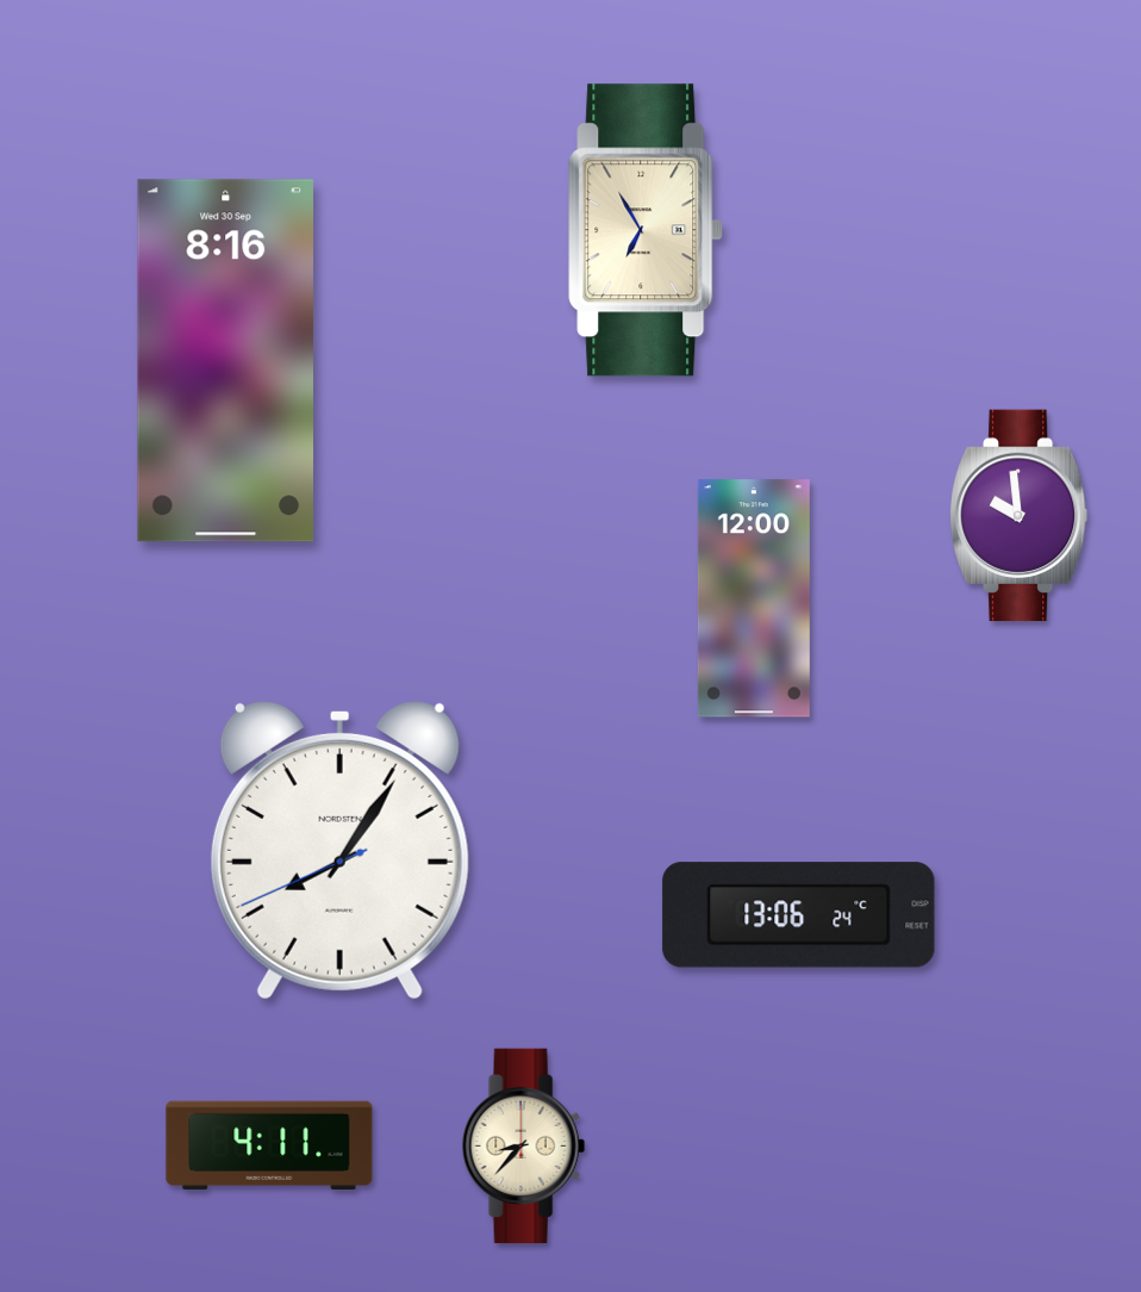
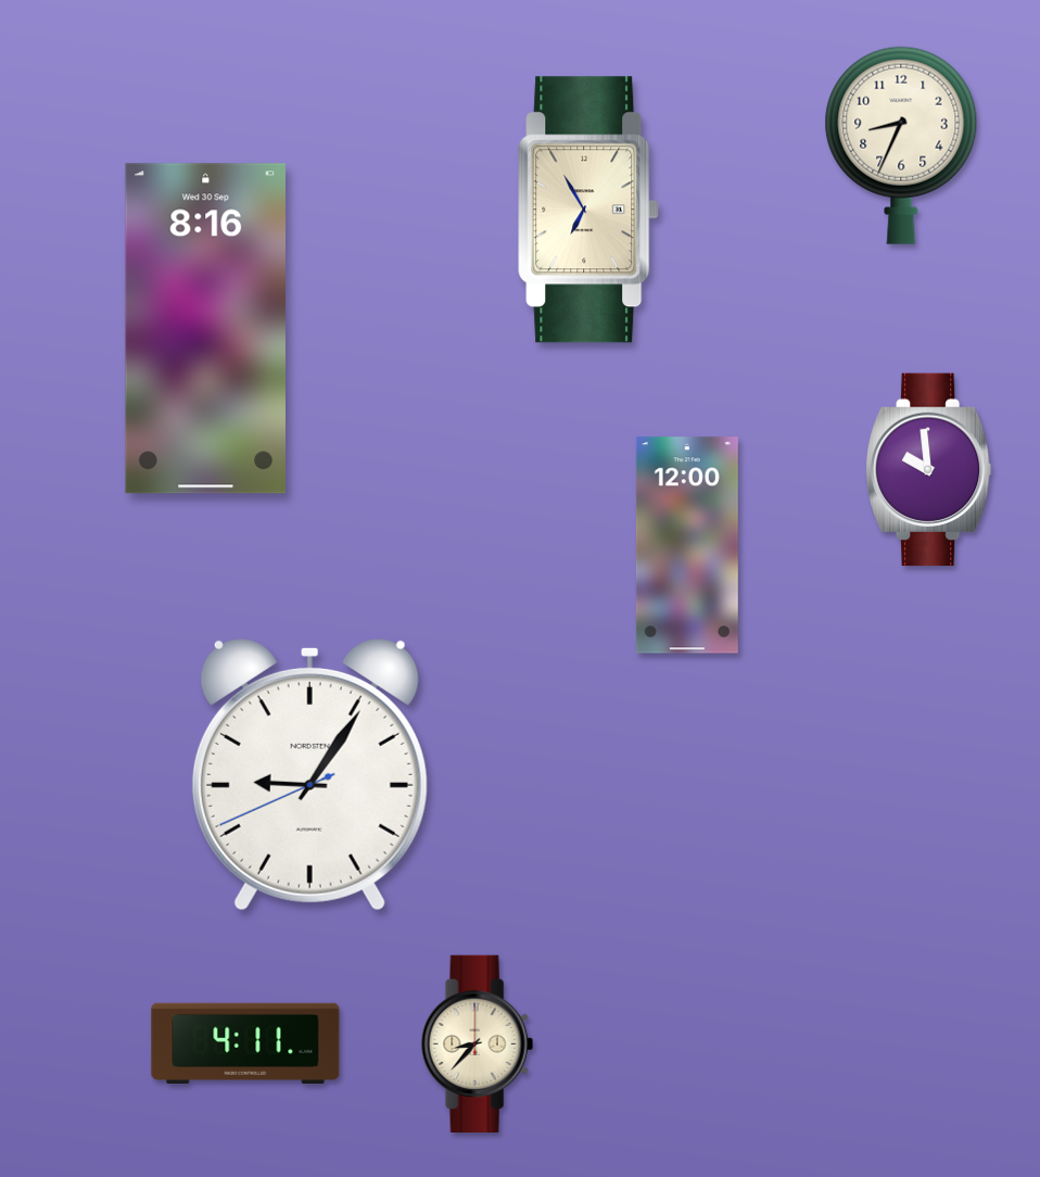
clock at (901, 145): none -> 8:34
clock at (339, 850): 8:05 -> 9:05
clock at (799, 915): 13:06 -> none
